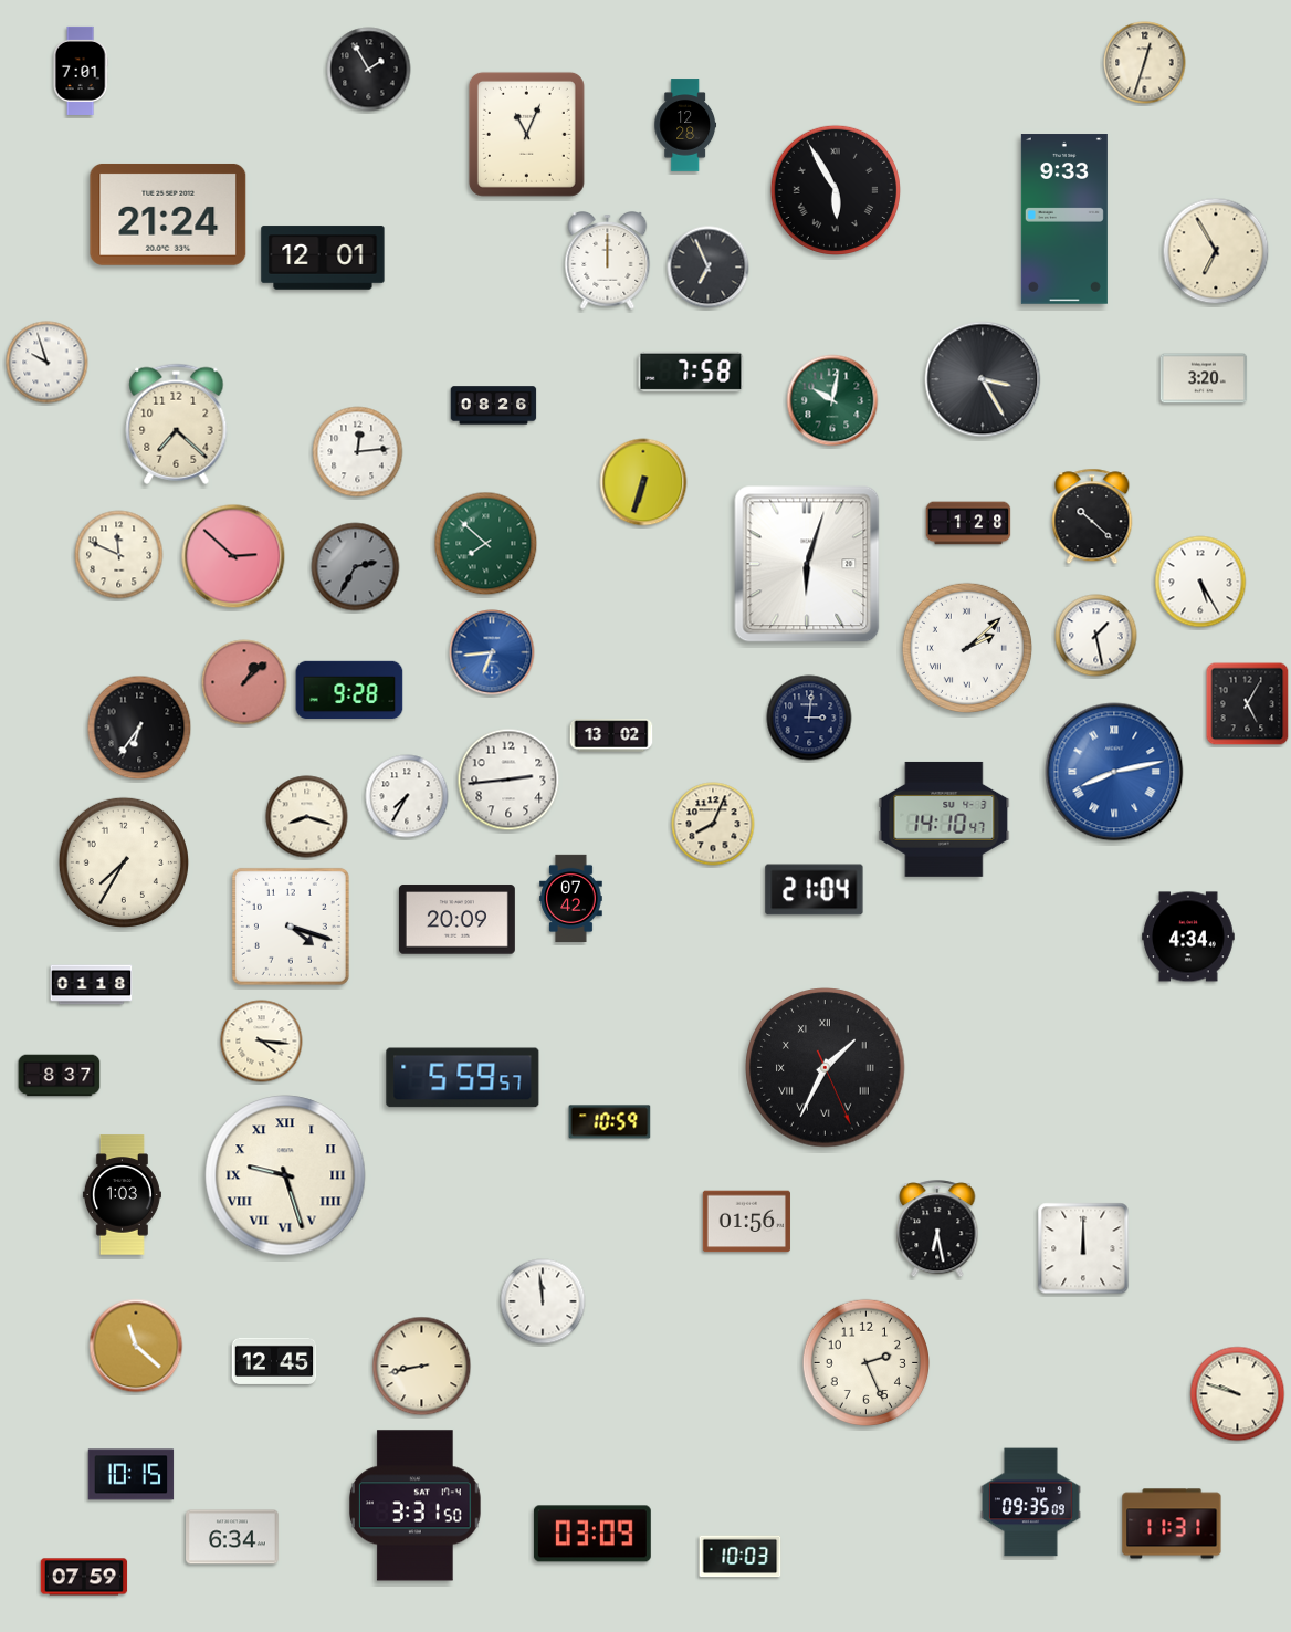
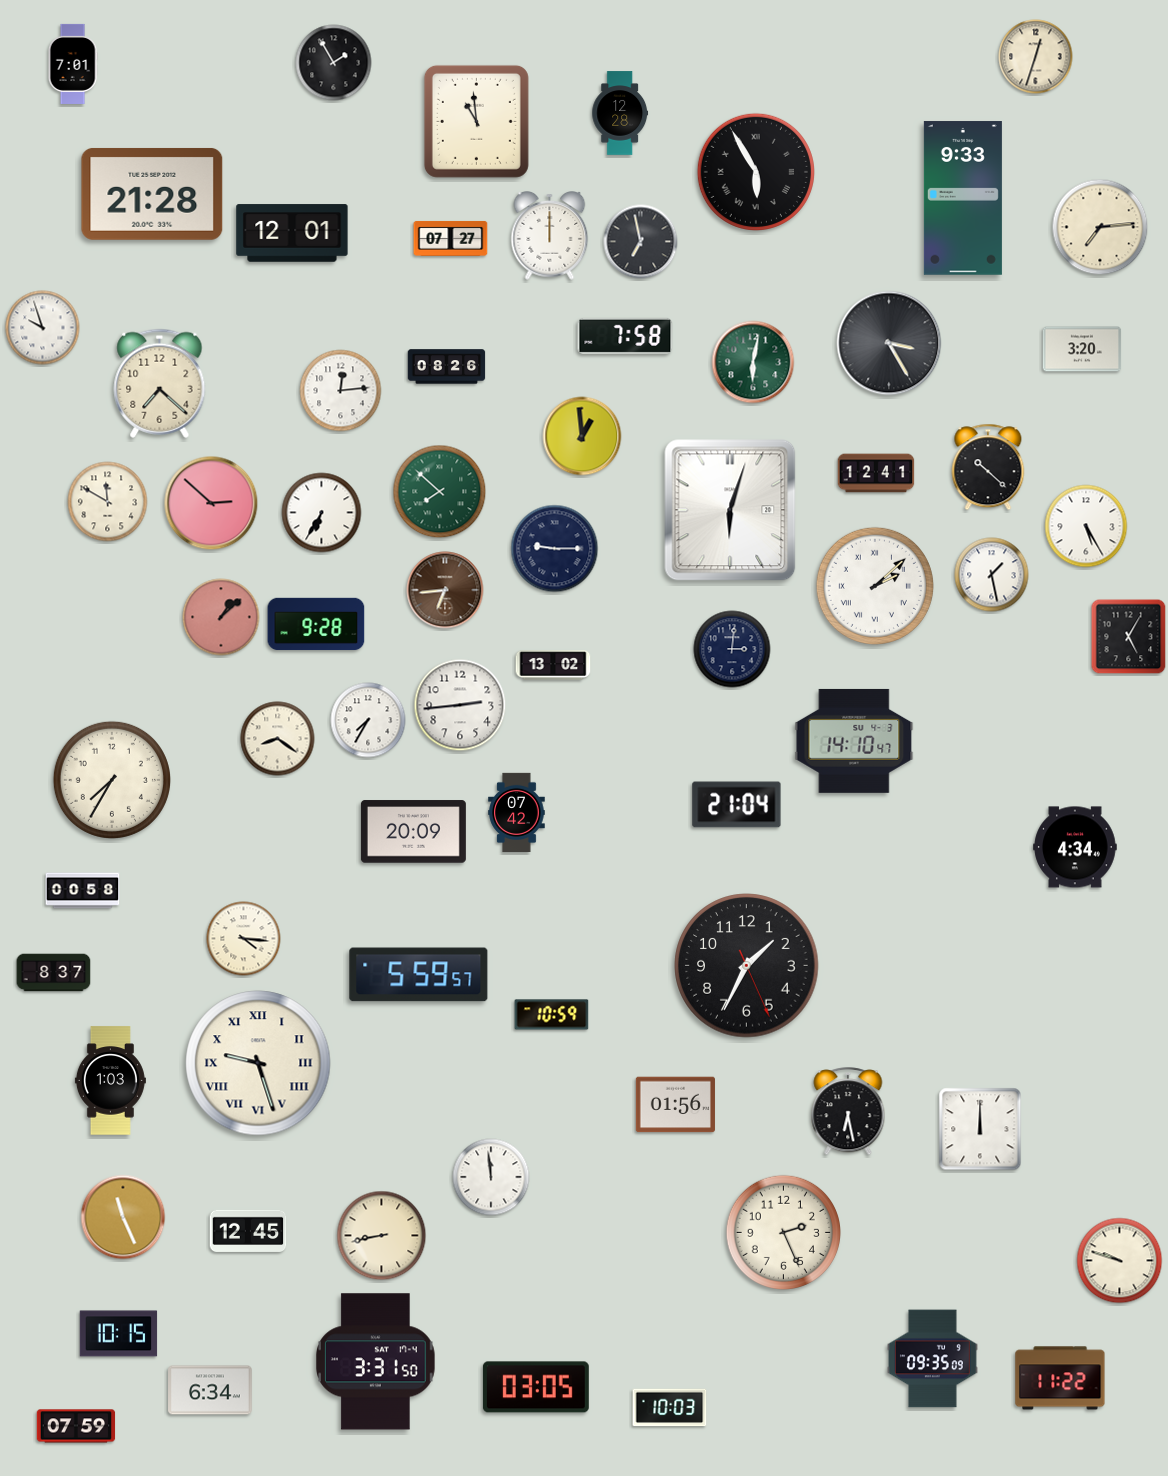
clock at (526, 134): 11:04 -> 10:59
clock at (168, 215): 21:24 -> 21:28
clock at (1216, 251): 6:55 -> 7:14
clock at (451, 238): none -> 07:27
clock at (709, 268): 6:56 -> 6:58
clock at (1204, 378) position: (1204, 378) -> (1082, 349)
clock at (832, 400): 10:02 -> 6:02
clock at (358, 452) position: (358, 452) -> (341, 391)
clock at (643, 482): 6:33 -> 12:59
clock at (968, 523): 1:28 -> 12:41
clock at (119, 555): 11:49 -> 11:50
clock at (356, 567): 2:35 -> 6:35
clock at (356, 567) dial: grey -> white
clock at (555, 549): none -> 9:15
clock at (492, 652) dial: blue -> brown
clock at (139, 728): 6:36 -> none
clock at (1114, 772): 8:13 -> none
clock at (307, 817): 8:18 -> 8:21
clock at (713, 824): 8:04 -> none
clock at (291, 927): 4:18 -> none
clock at (92, 985): 01:18 -> 00:58
clock at (262, 1042) position: (262, 1042) -> (244, 939)
clock at (826, 1068) numerals: Roman -> Arabic
clock at (136, 1346): 11:22 -> 11:26
clock at (1172, 1524): 11:31 -> 11:22
clock at (592, 1534): 03:09 -> 03:05
